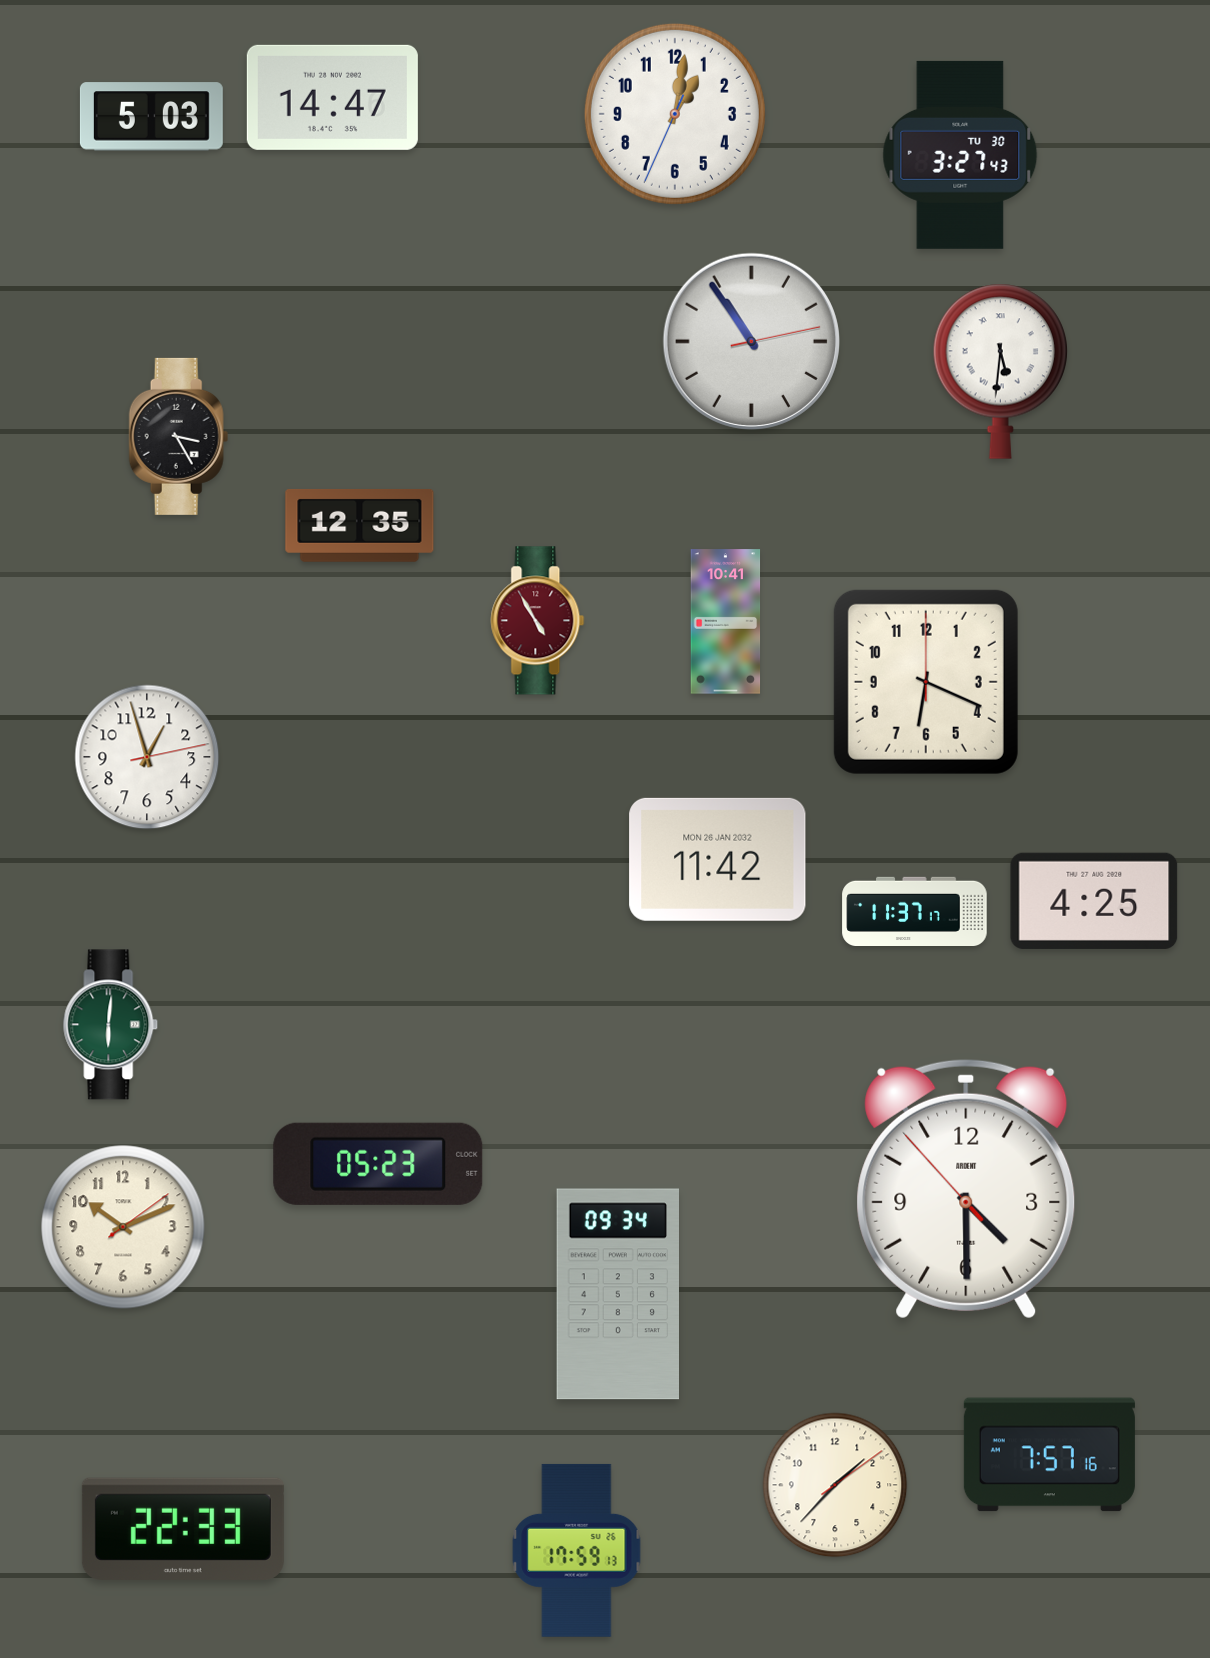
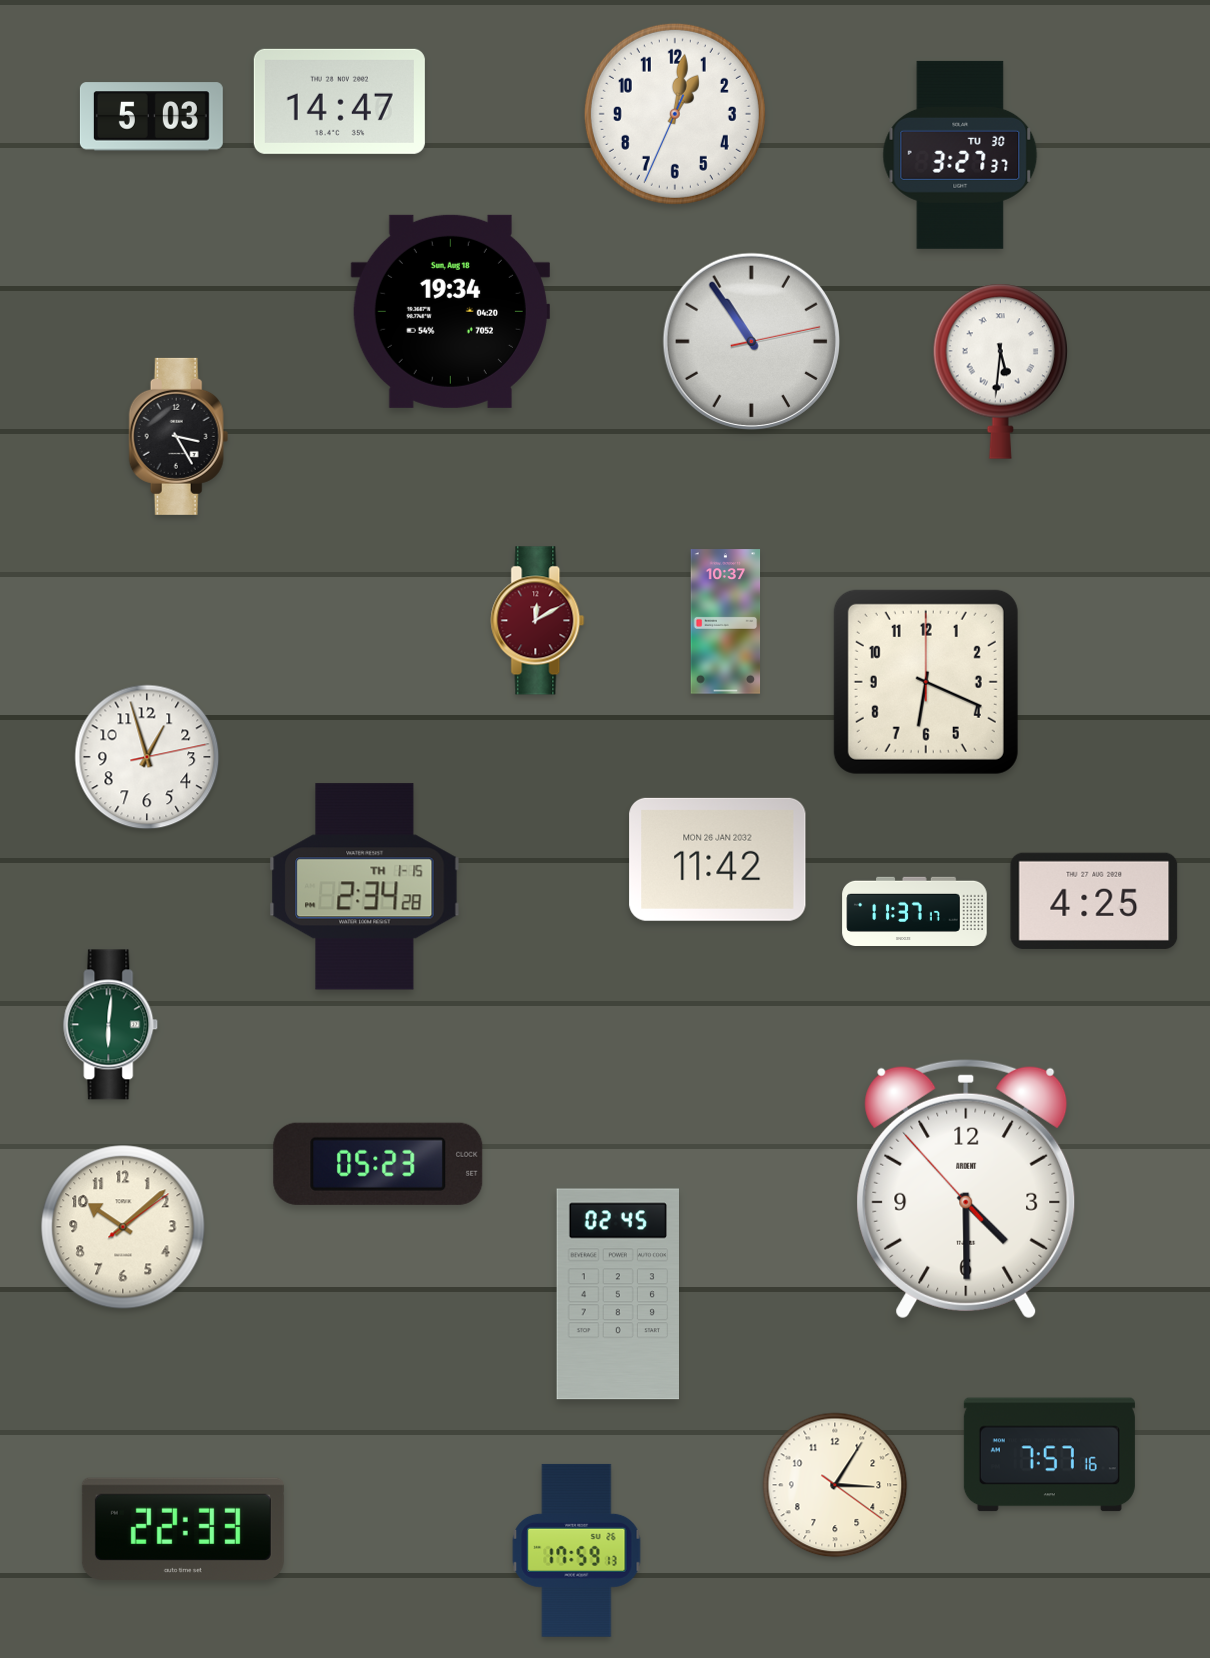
clock at (332, 97) position: (332, 97) -> (339, 101)
clock at (960, 155): 3:27:43 -> 3:27:37
clock at (450, 311): none -> 19:34
clock at (360, 526): 12:35 -> none
clock at (538, 621): 4:55 -> 12:10
clock at (726, 622): 10:41 -> 10:37
clock at (365, 887): none -> 2:34
clock at (123, 1227): 10:11 -> 10:08
clock at (617, 1294): 09:34 -> 02:45
clock at (835, 1485): 1:37 -> 3:05
